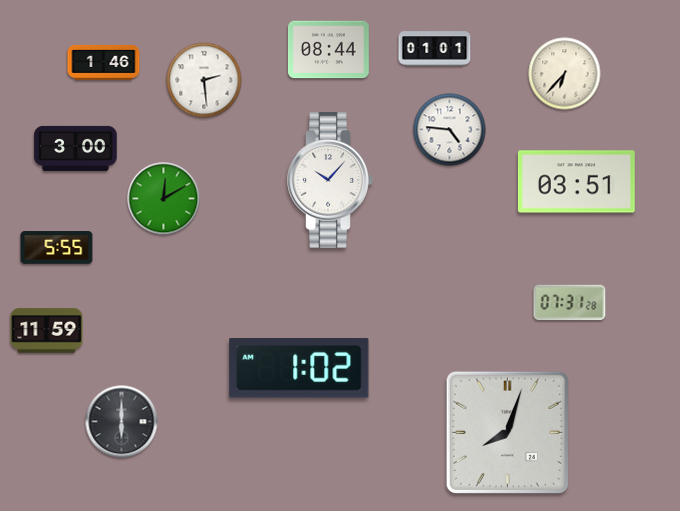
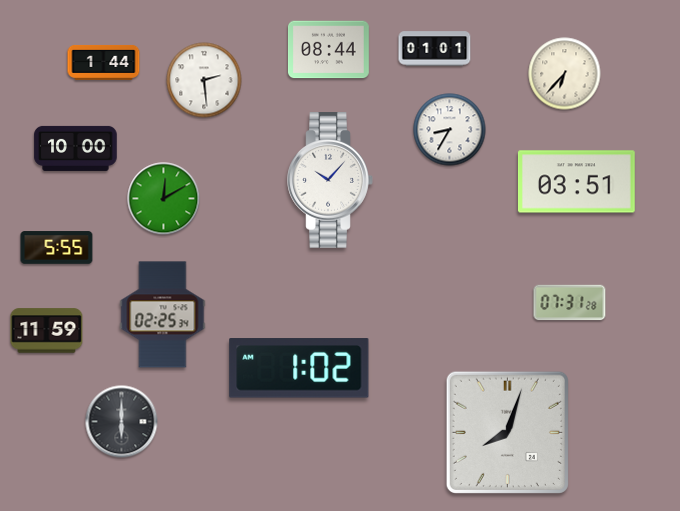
clock at (104, 62): 1:46 -> 1:44
clock at (450, 130): 4:46 -> 8:35
clock at (76, 148): 3:00 -> 10:00
clock at (163, 315): none -> 02:25
